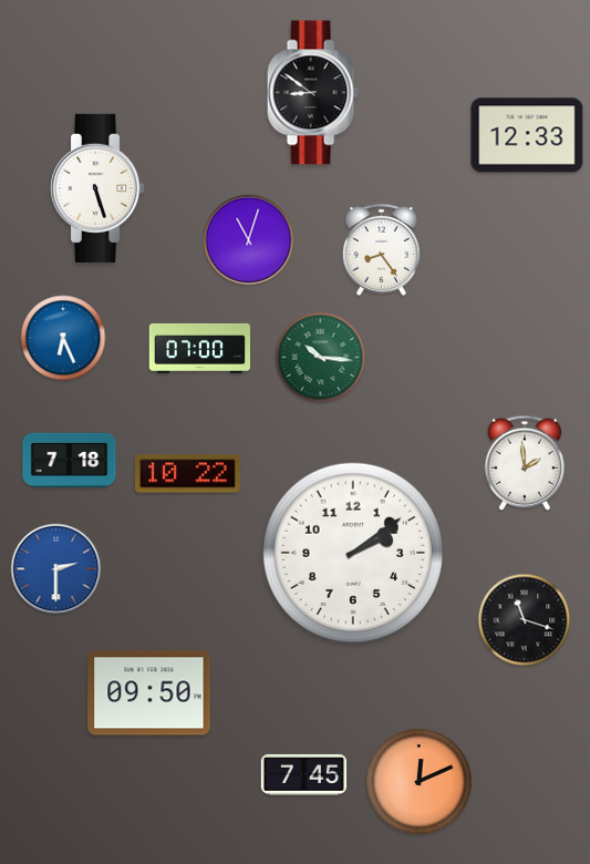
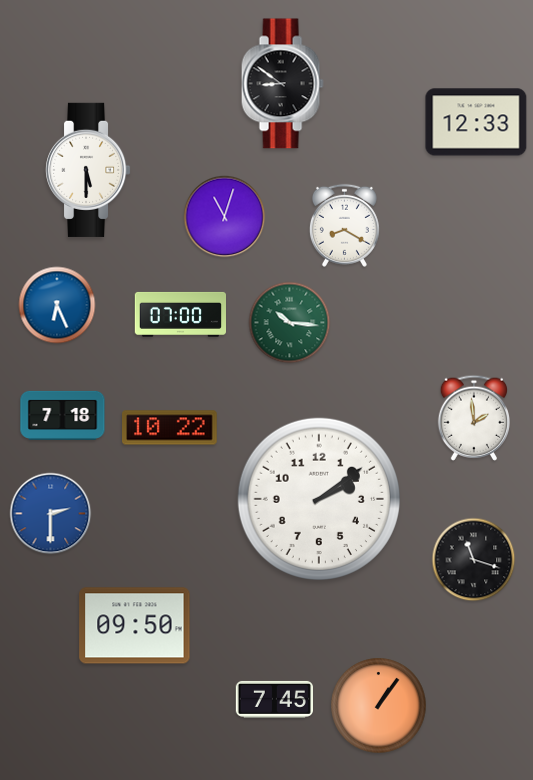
clock at (99, 188): 5:27 -> 5:30
clock at (381, 249): 8:24 -> 8:20
clock at (420, 782): 12:11 -> 1:06
